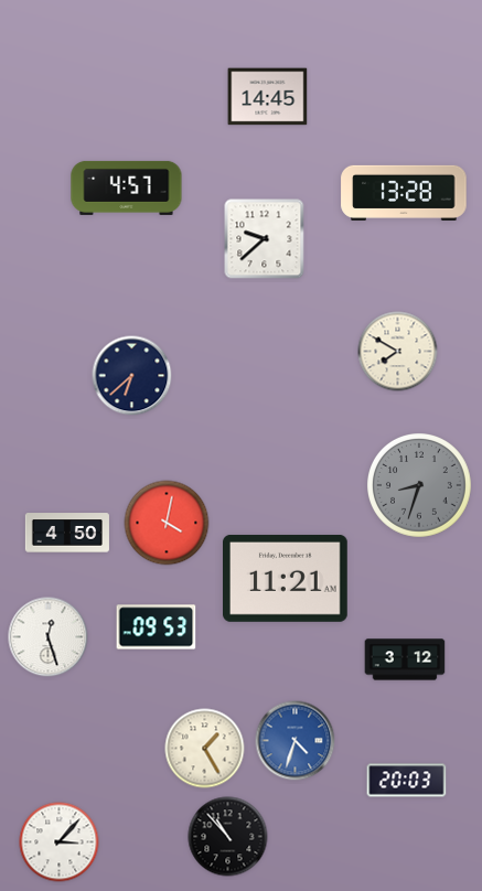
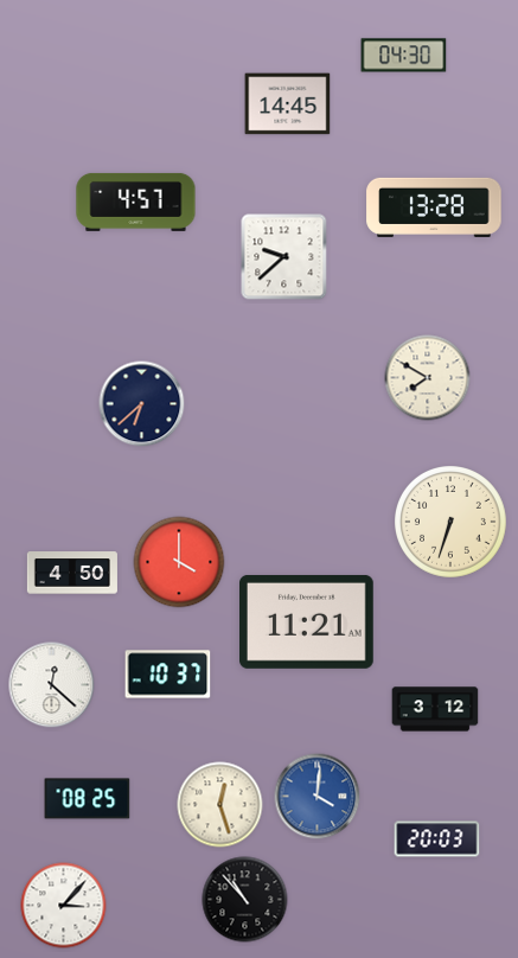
clock at (404, 56): none -> 04:30
clock at (420, 486): 8:33 -> 6:33
clock at (420, 486) dial: grey -> cream
clock at (167, 523): 4:02 -> 4:00
clock at (157, 627): 09:53 -> 10:37
clock at (49, 637): 12:27 -> 12:22
clock at (296, 741): 4:33 -> 4:01
clock at (88, 799): none -> 08:25
clock at (205, 749): 1:25 -> 12:27
